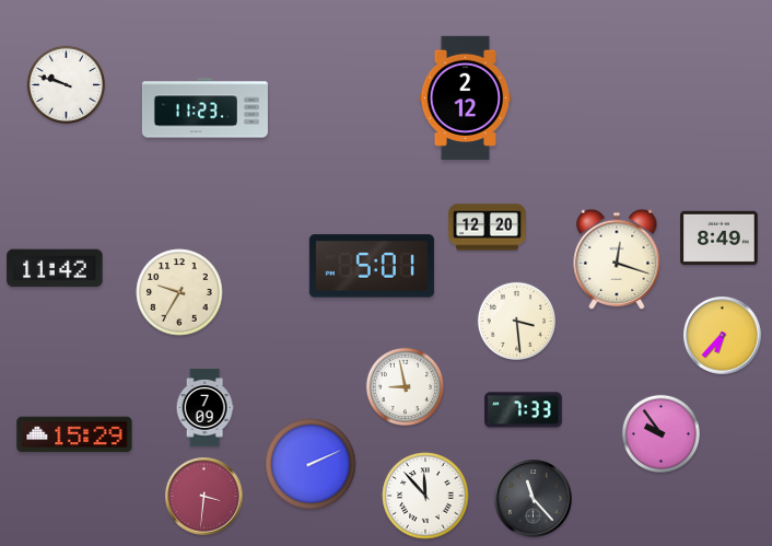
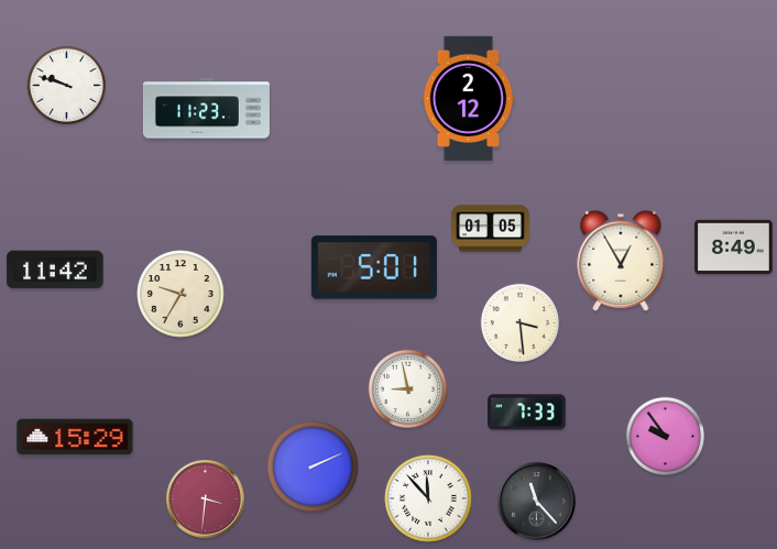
clock at (488, 228): 12:20 -> 01:05
clock at (720, 239) position: (720, 239) -> (734, 248)
clock at (617, 259): 12:18 -> 12:55
clock at (723, 336): 6:37 -> none
clock at (204, 408): 7:09 -> none
